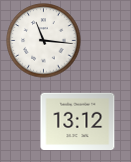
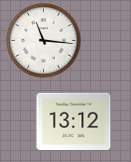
clock at (78, 121) position: (78, 121) -> (74, 121)
